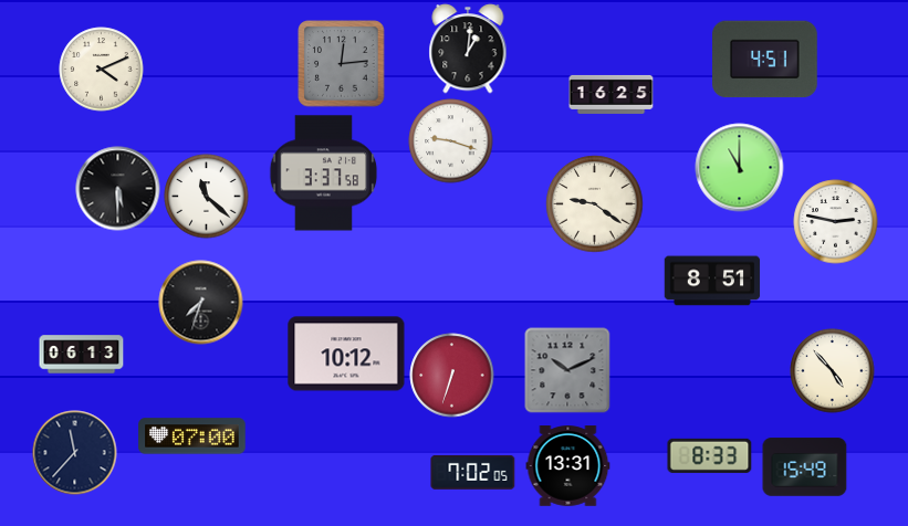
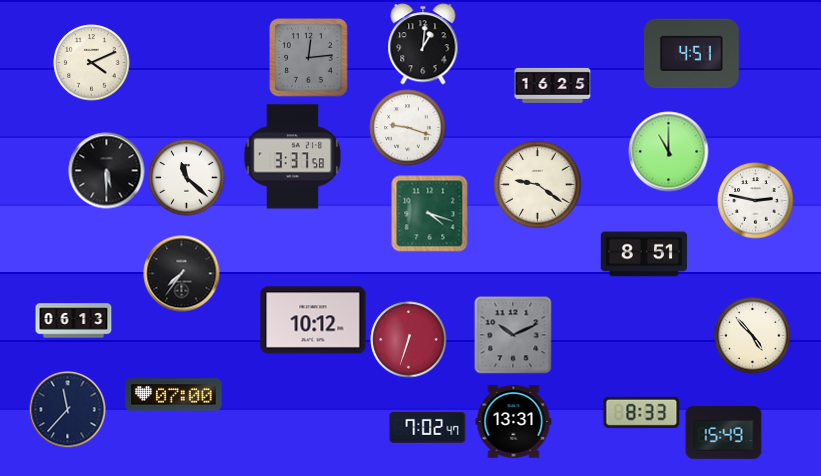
clock at (430, 214): none -> 4:18
clock at (201, 303): 7:33 -> 7:36
clock at (805, 467) position: (805, 467) -> (724, 433)
clock at (473, 472): 7:02:05 -> 7:02:47
